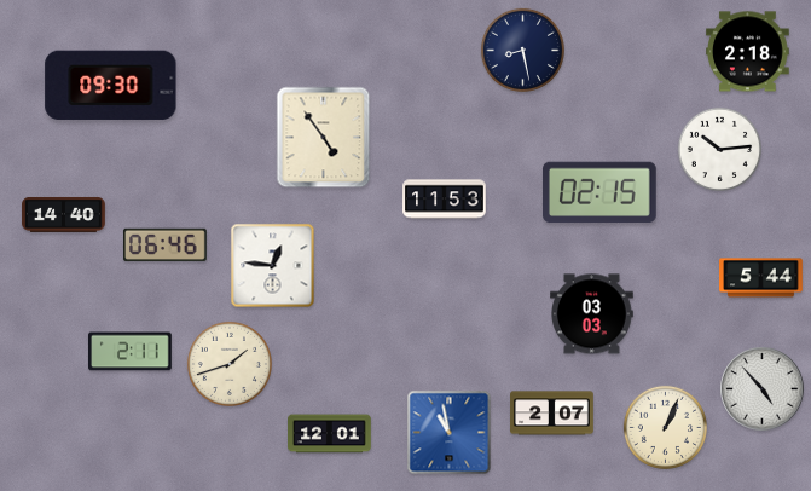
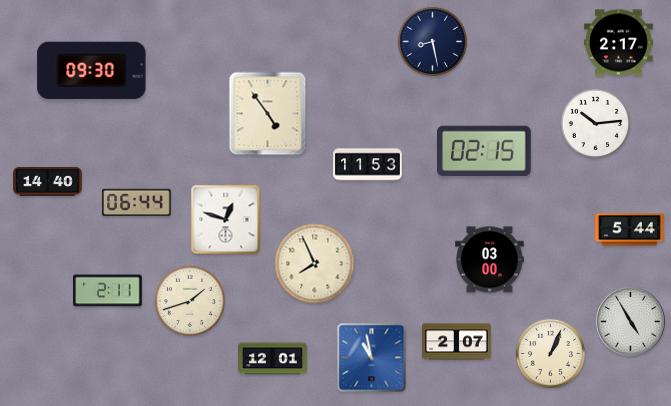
clock at (748, 52): 2:18 -> 2:17
clock at (601, 192) position: (601, 192) -> (485, 151)
clock at (64, 214) position: (64, 214) -> (48, 181)
clock at (166, 245): 06:46 -> 06:44
clock at (273, 266): 12:46 -> 12:48
clock at (592, 314): 03:03 -> 03:00
clock at (315, 264): none -> 7:56
clock at (763, 389): 4:53 -> 4:55
